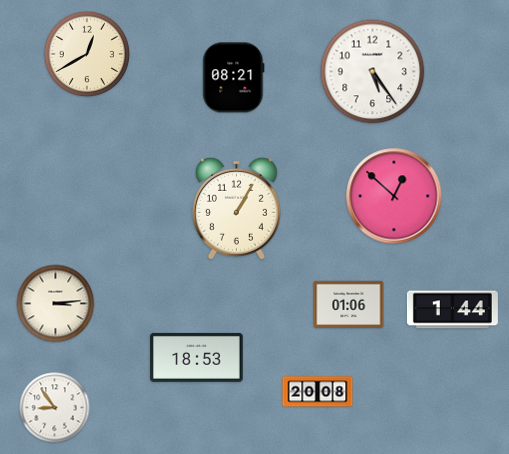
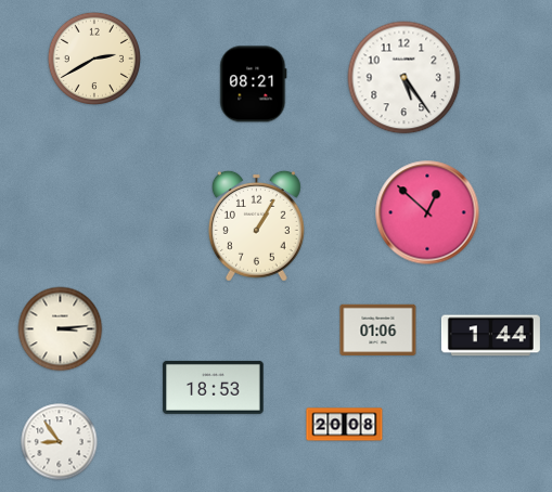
clock at (87, 54): 12:40 -> 2:40
